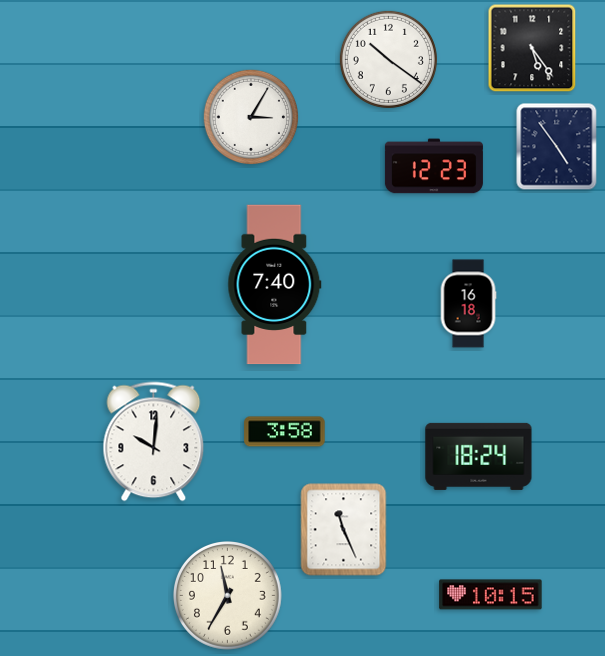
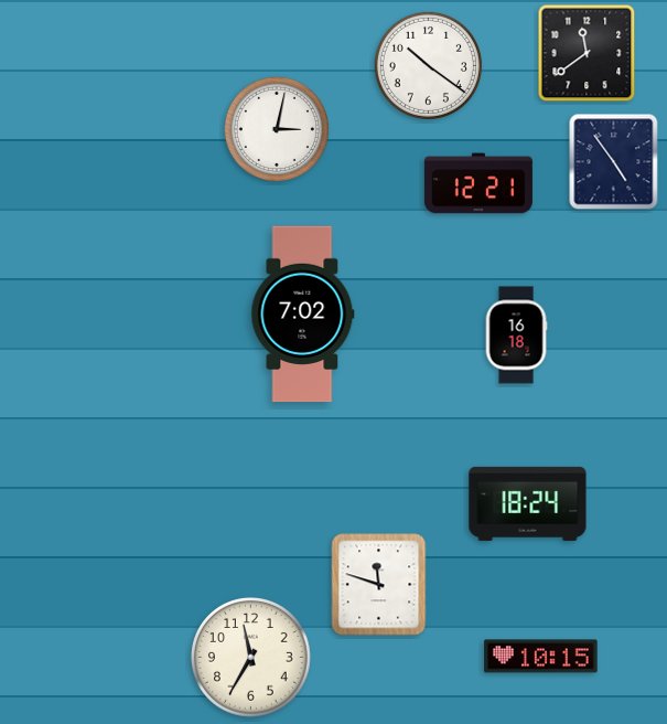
clock at (532, 48): 5:24 -> 11:39
clock at (250, 116): 3:05 -> 3:02
clock at (434, 166): 12:23 -> 12:21
clock at (275, 285): 7:40 -> 7:02
clock at (285, 432): 3:58 -> none
clock at (154, 442): 10:01 -> none
clock at (344, 530): 11:26 -> 11:48
